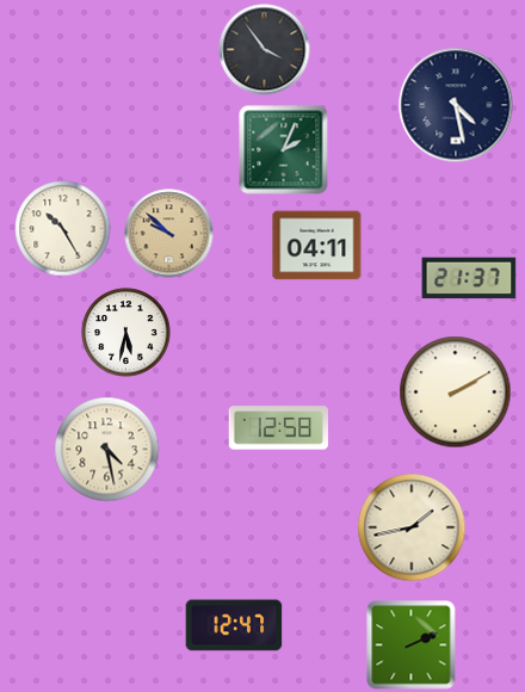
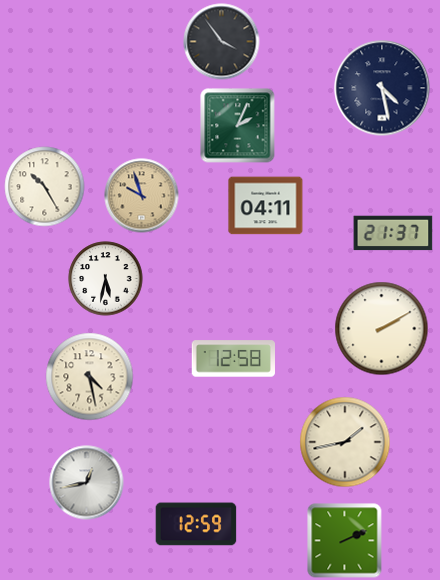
clock at (63, 229) position: (63, 229) -> (45, 187)
clock at (169, 234): 9:52 -> 9:57
clock at (87, 483): none -> 12:43
clock at (234, 625): 12:47 -> 12:59
